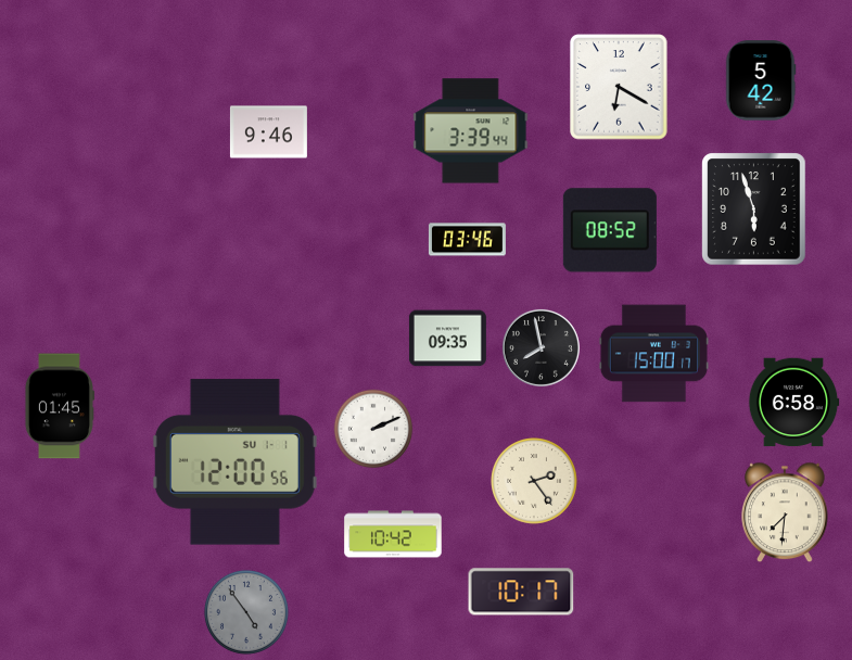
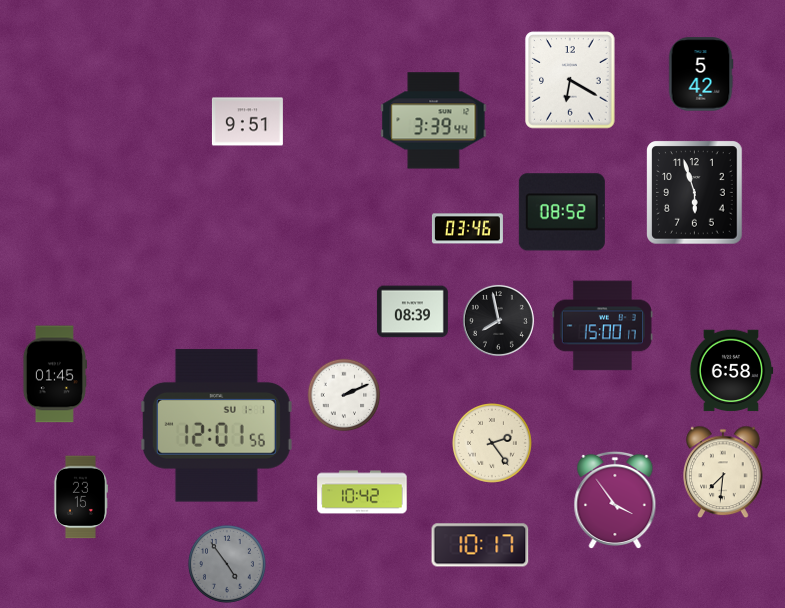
clock at (268, 132): 9:46 -> 9:51
clock at (467, 240) position: (467, 240) -> (467, 229)
clock at (447, 339): 09:35 -> 08:39
clock at (234, 462): 12:00 -> 12:01
clock at (80, 497): none -> 23:15
clock at (615, 500): none -> 3:54
